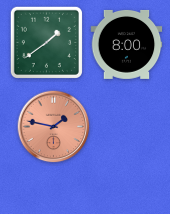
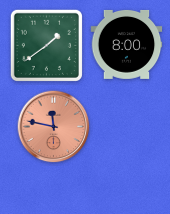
clock at (46, 42) position: (46, 42) -> (46, 45)
clock at (54, 127): 1:47 -> 11:47
